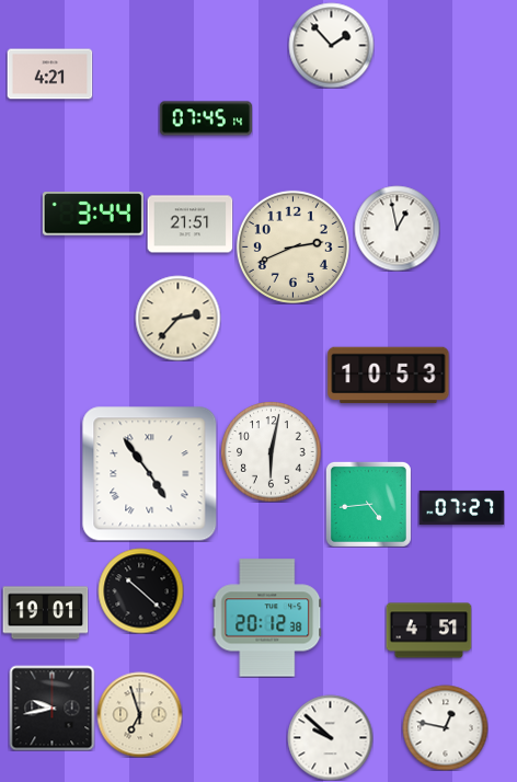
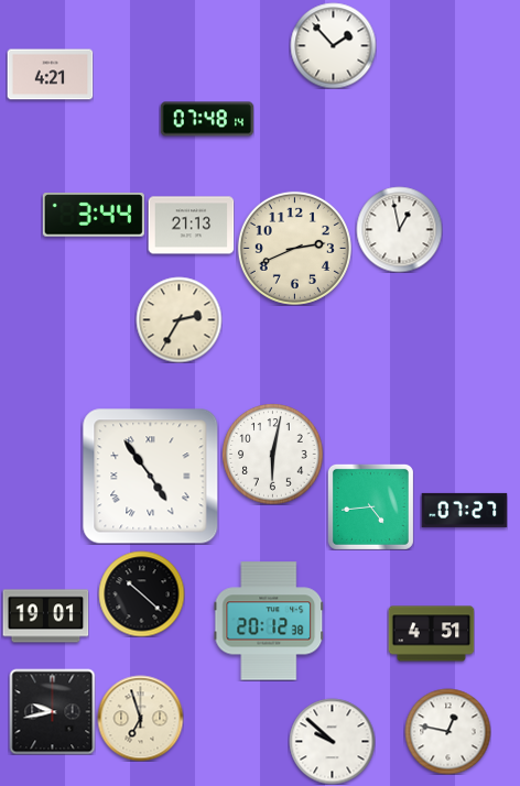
clock at (206, 118): 07:45 -> 07:48
clock at (189, 225): 21:51 -> 21:13
clock at (177, 318): 2:37 -> 2:35
clock at (389, 376): 10:53 -> none
